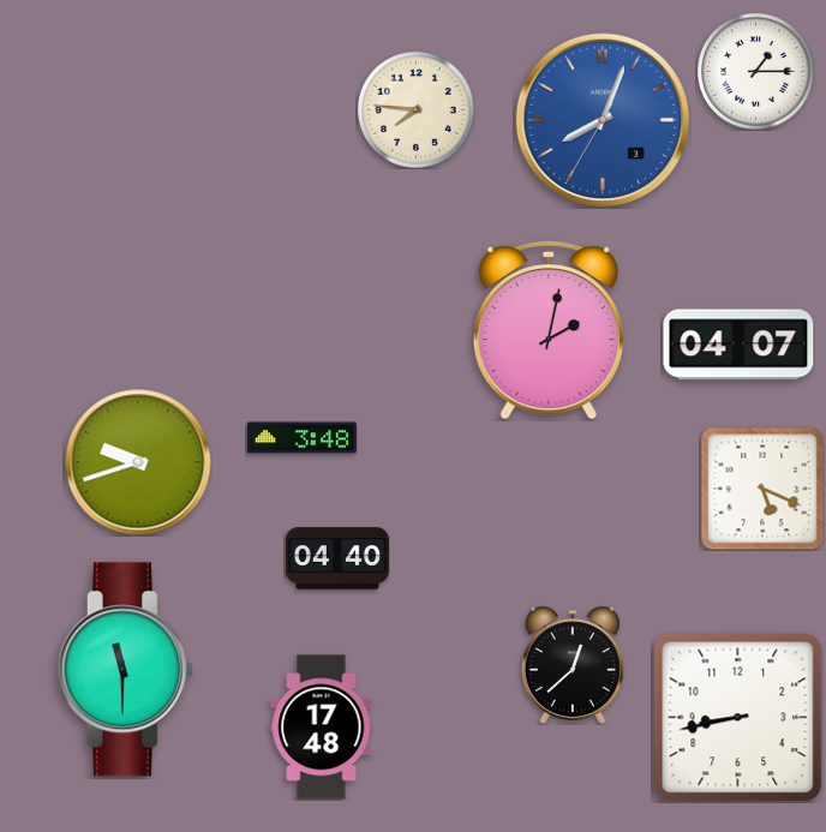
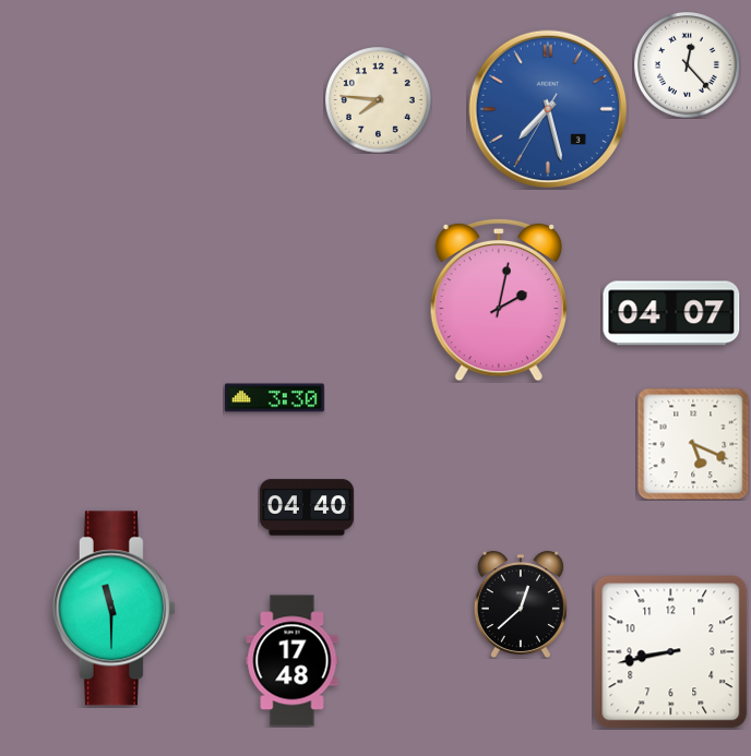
clock at (756, 72): 1:15 -> 12:23
clock at (601, 119): 8:03 -> 7:27
clock at (301, 438): 3:48 -> 3:30
clock at (138, 462): 9:42 -> none
